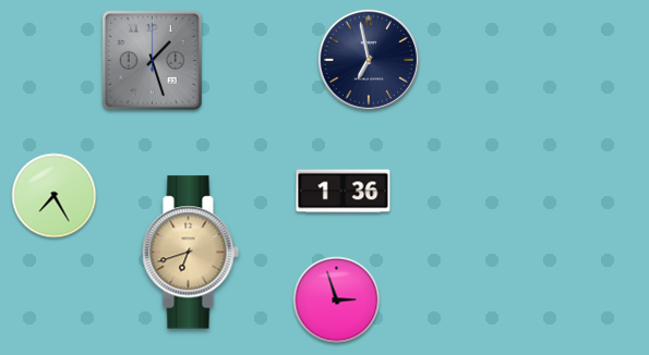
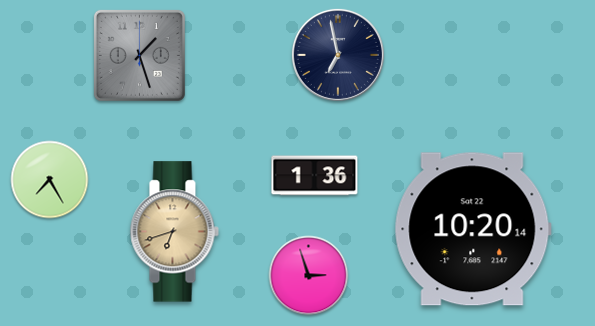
clock at (473, 229): none -> 10:20
